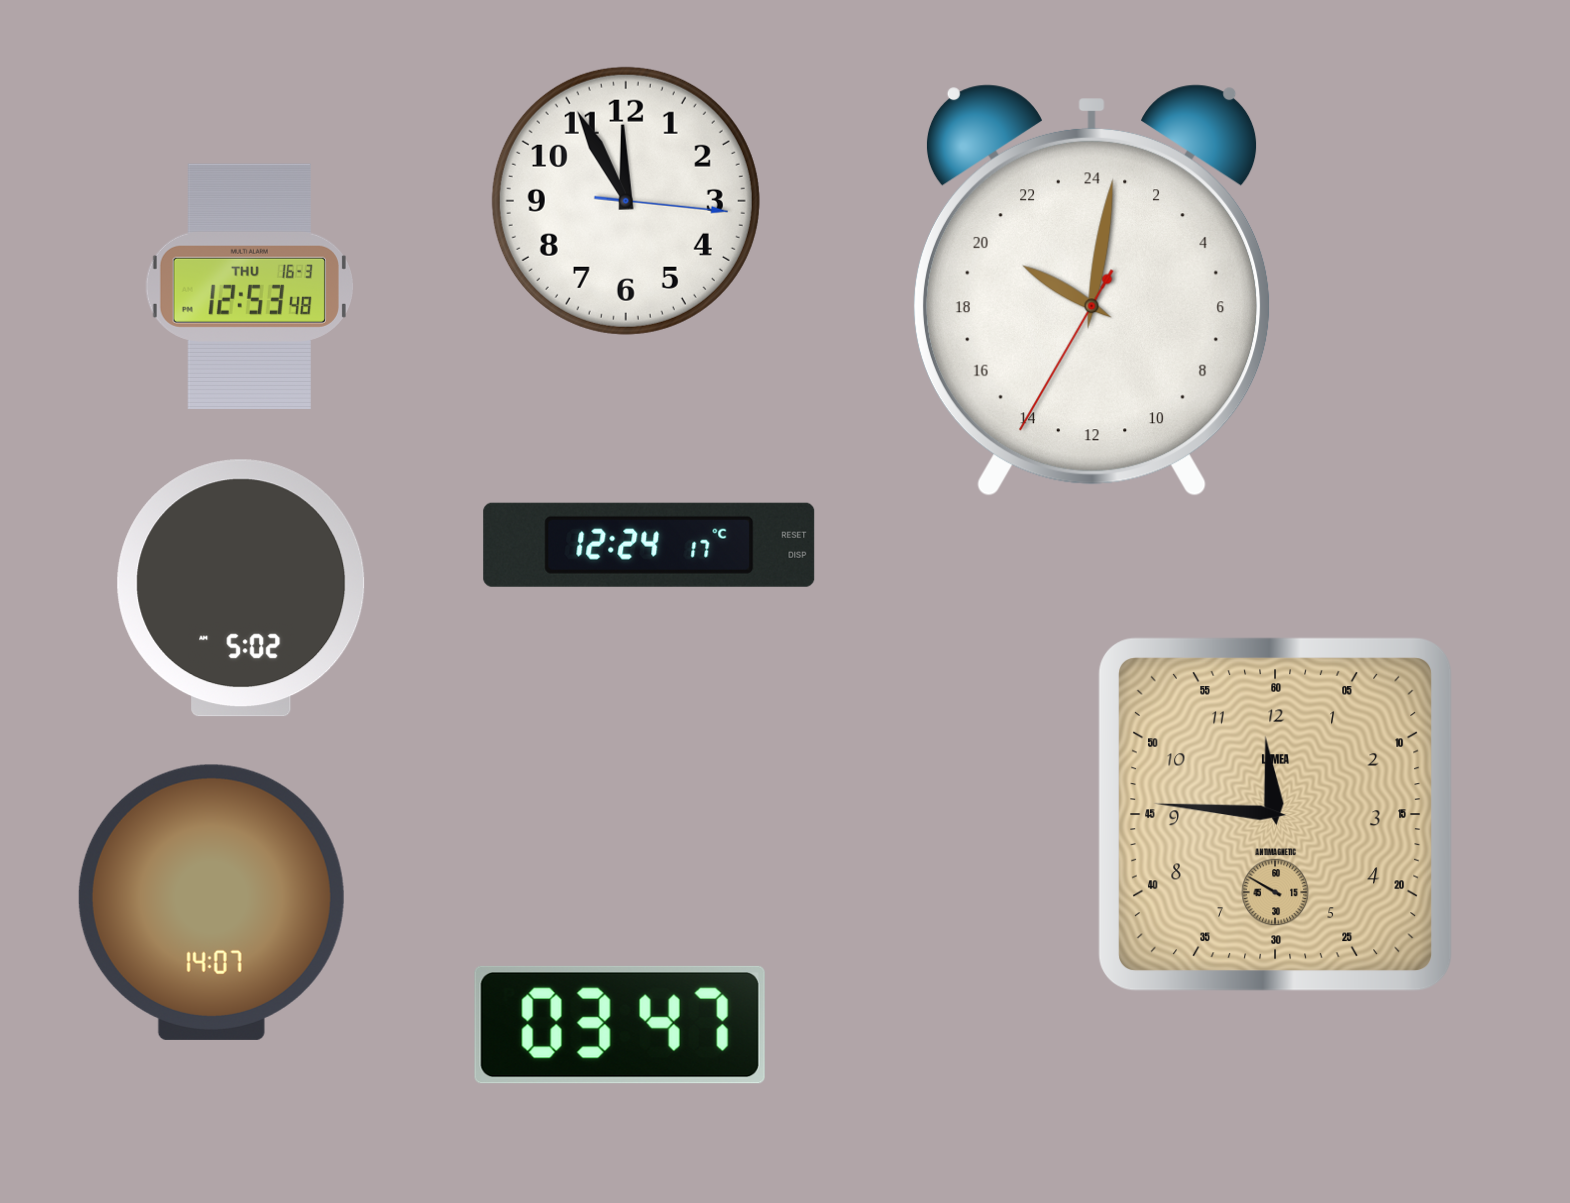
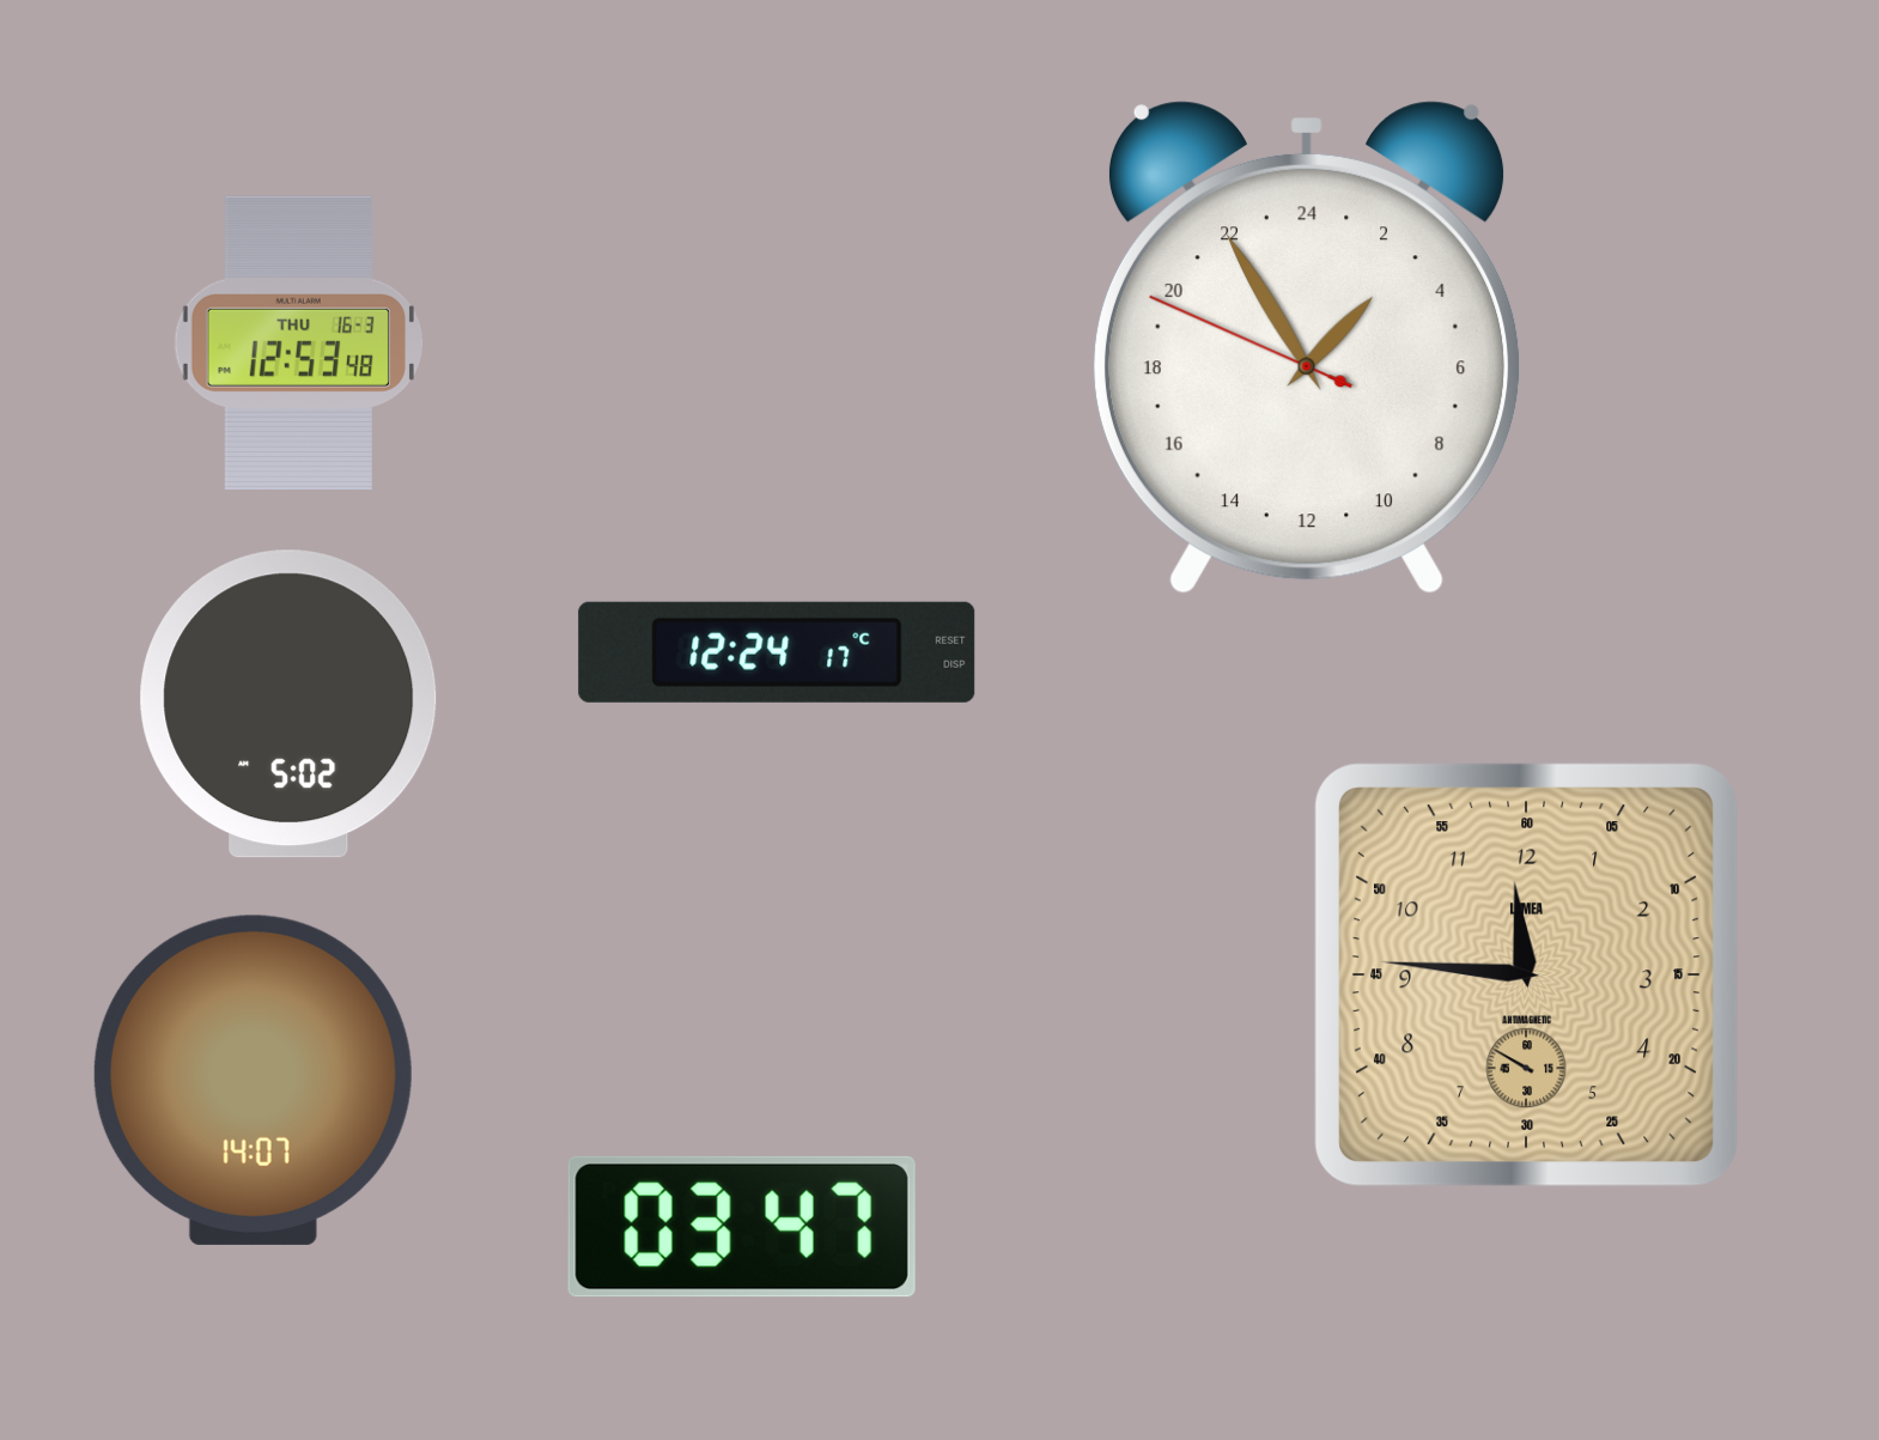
clock at (626, 201): 11:55 -> none
clock at (1092, 290): 20:01 -> 2:54
